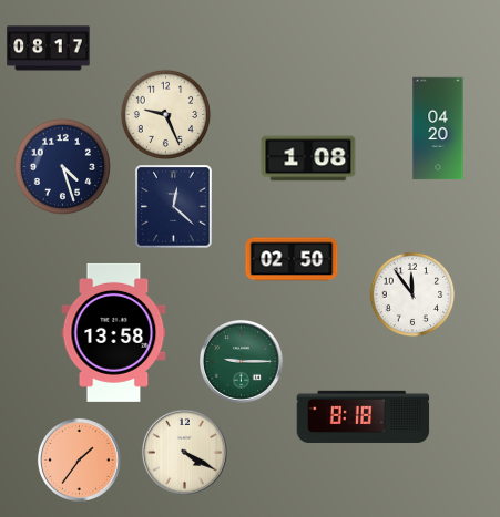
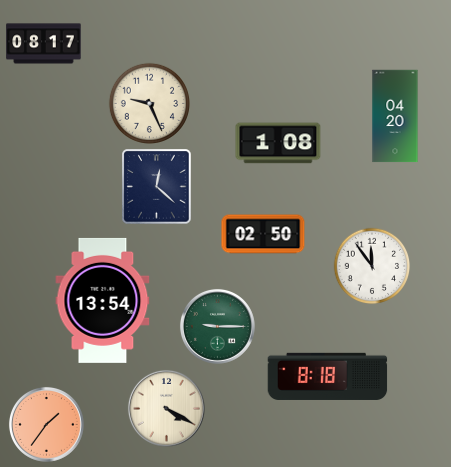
clock at (62, 166): 4:27 -> none
clock at (114, 332): 13:58 -> 13:54
clock at (79, 459) position: (79, 459) -> (46, 424)
